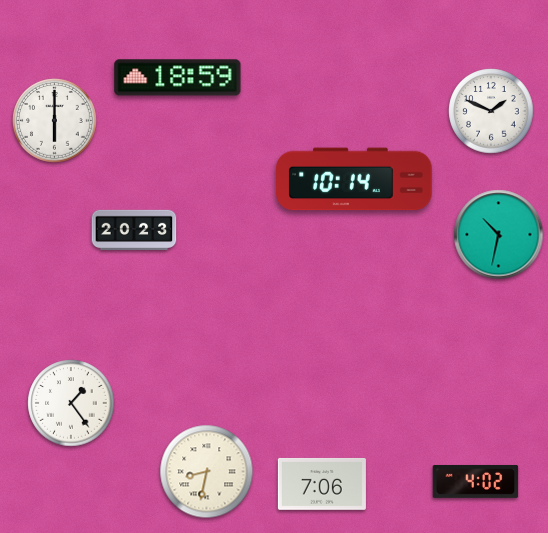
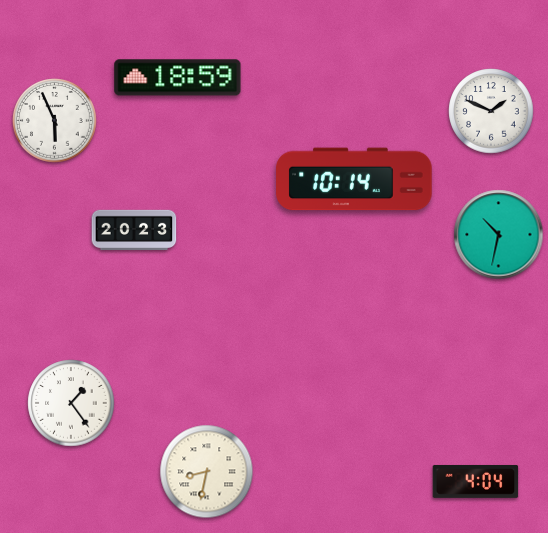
clock at (55, 121): 6:00 -> 5:56
clock at (476, 481): 4:02 -> 4:04
clock at (322, 484): 7:06 -> none
